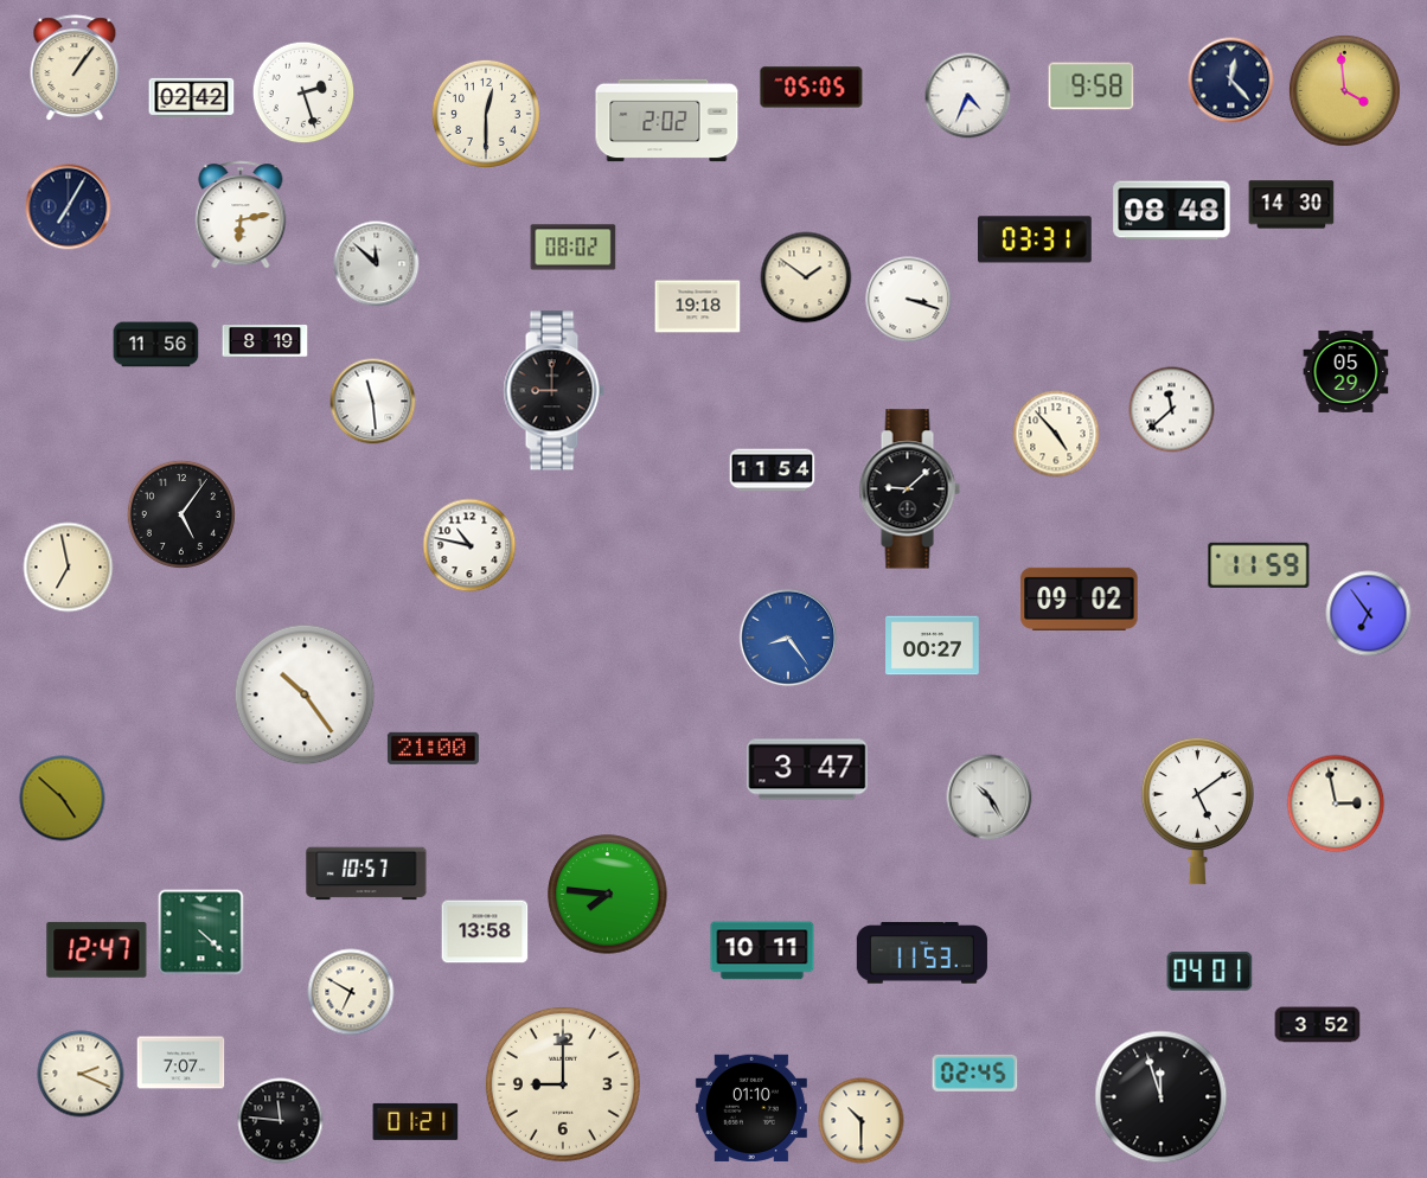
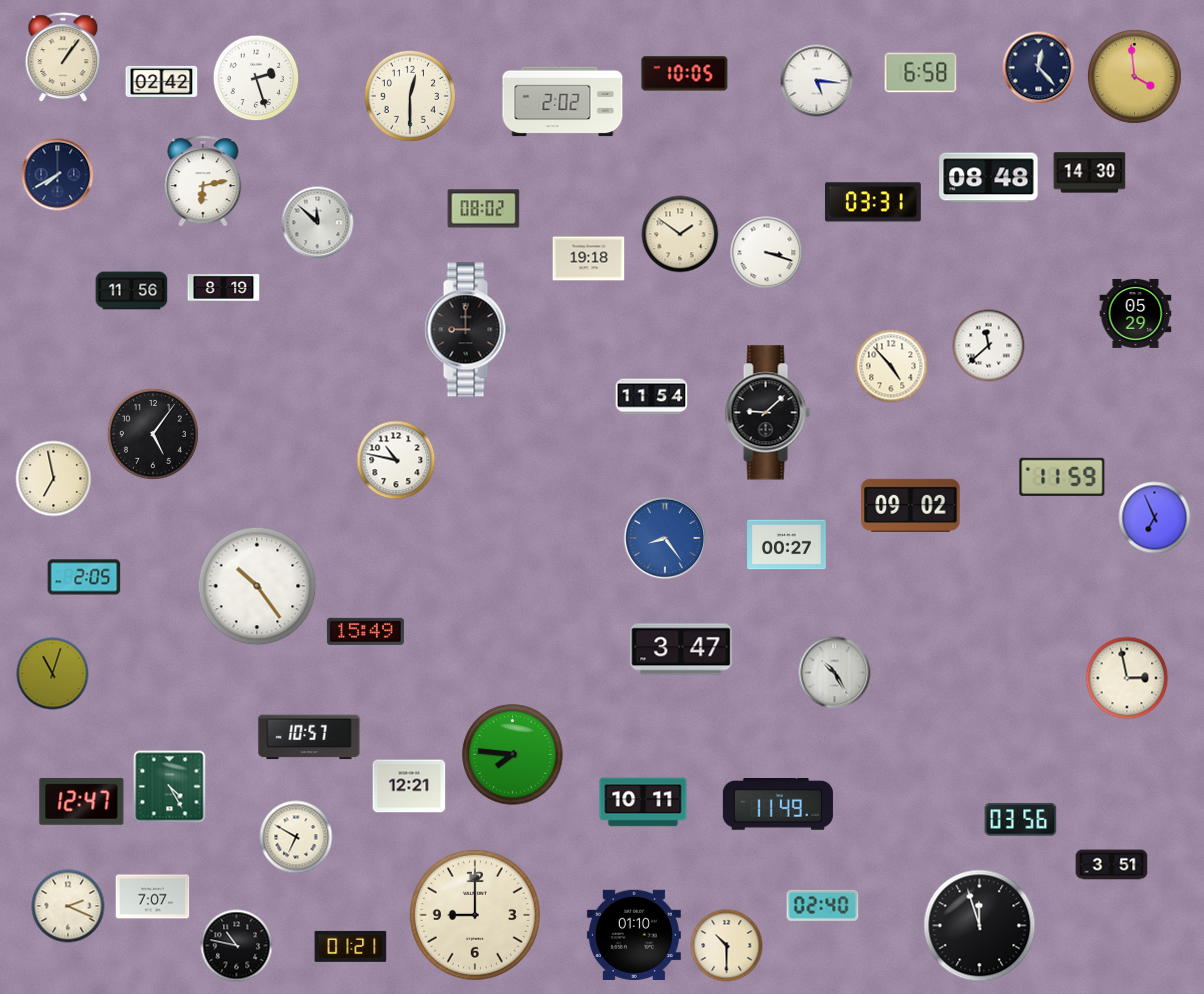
clock at (1092, 87): 9:58 -> 6:58
clock at (812, 88): 05:05 -> 10:05
clock at (968, 96): 4:34 -> 5:16
clock at (69, 207): 7:05 -> 7:40
clock at (373, 402): 11:29 -> none
clock at (69, 568) position: (69, 568) -> (54, 479)
clock at (1369, 614): 6:54 -> 6:56
clock at (84, 577): none -> 2:05
clock at (433, 748): 21:00 -> 15:49
clock at (63, 799): 4:52 -> 11:03
clock at (1197, 811): 5:09 -> none
clock at (485, 931): 13:58 -> 12:21
clock at (201, 933): 4:22 -> 4:25
clock at (922, 954): 11:53 -> 11:49
clock at (1210, 972): 04:01 -> 03:56
clock at (1318, 1025): 3:52 -> 3:51
clock at (975, 1073): 02:45 -> 02:40
clock at (281, 1121): 11:46 -> 10:47
